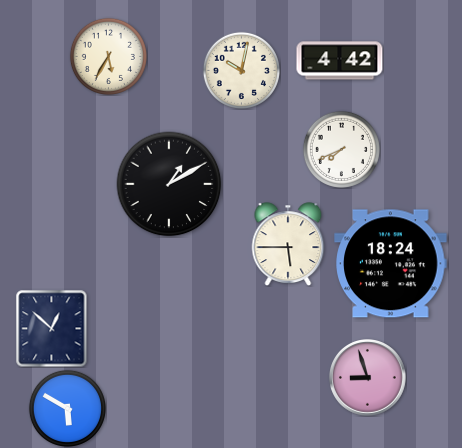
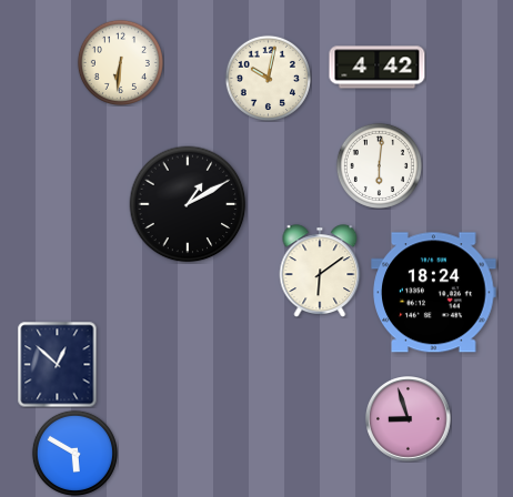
clock at (108, 56): 5:35 -> 6:31
clock at (341, 149): 7:41 -> 6:01
clock at (288, 244): 5:45 -> 6:09
